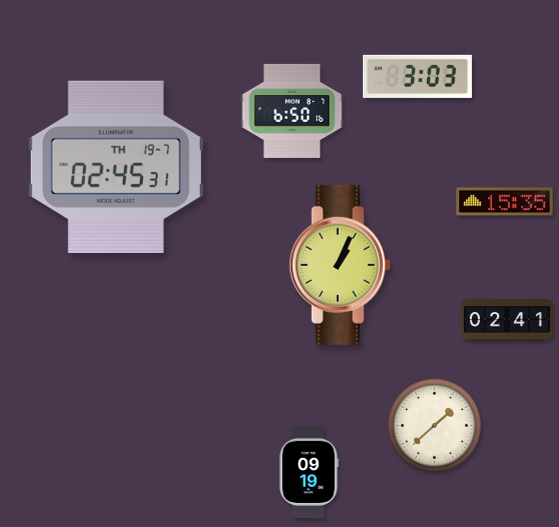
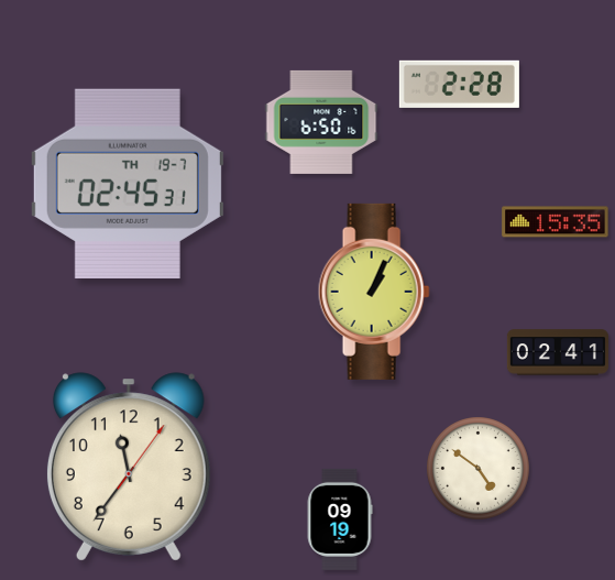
clock at (417, 76): 3:03 -> 2:28
clock at (129, 467): none -> 11:36
clock at (435, 426): 1:38 -> 4:51
